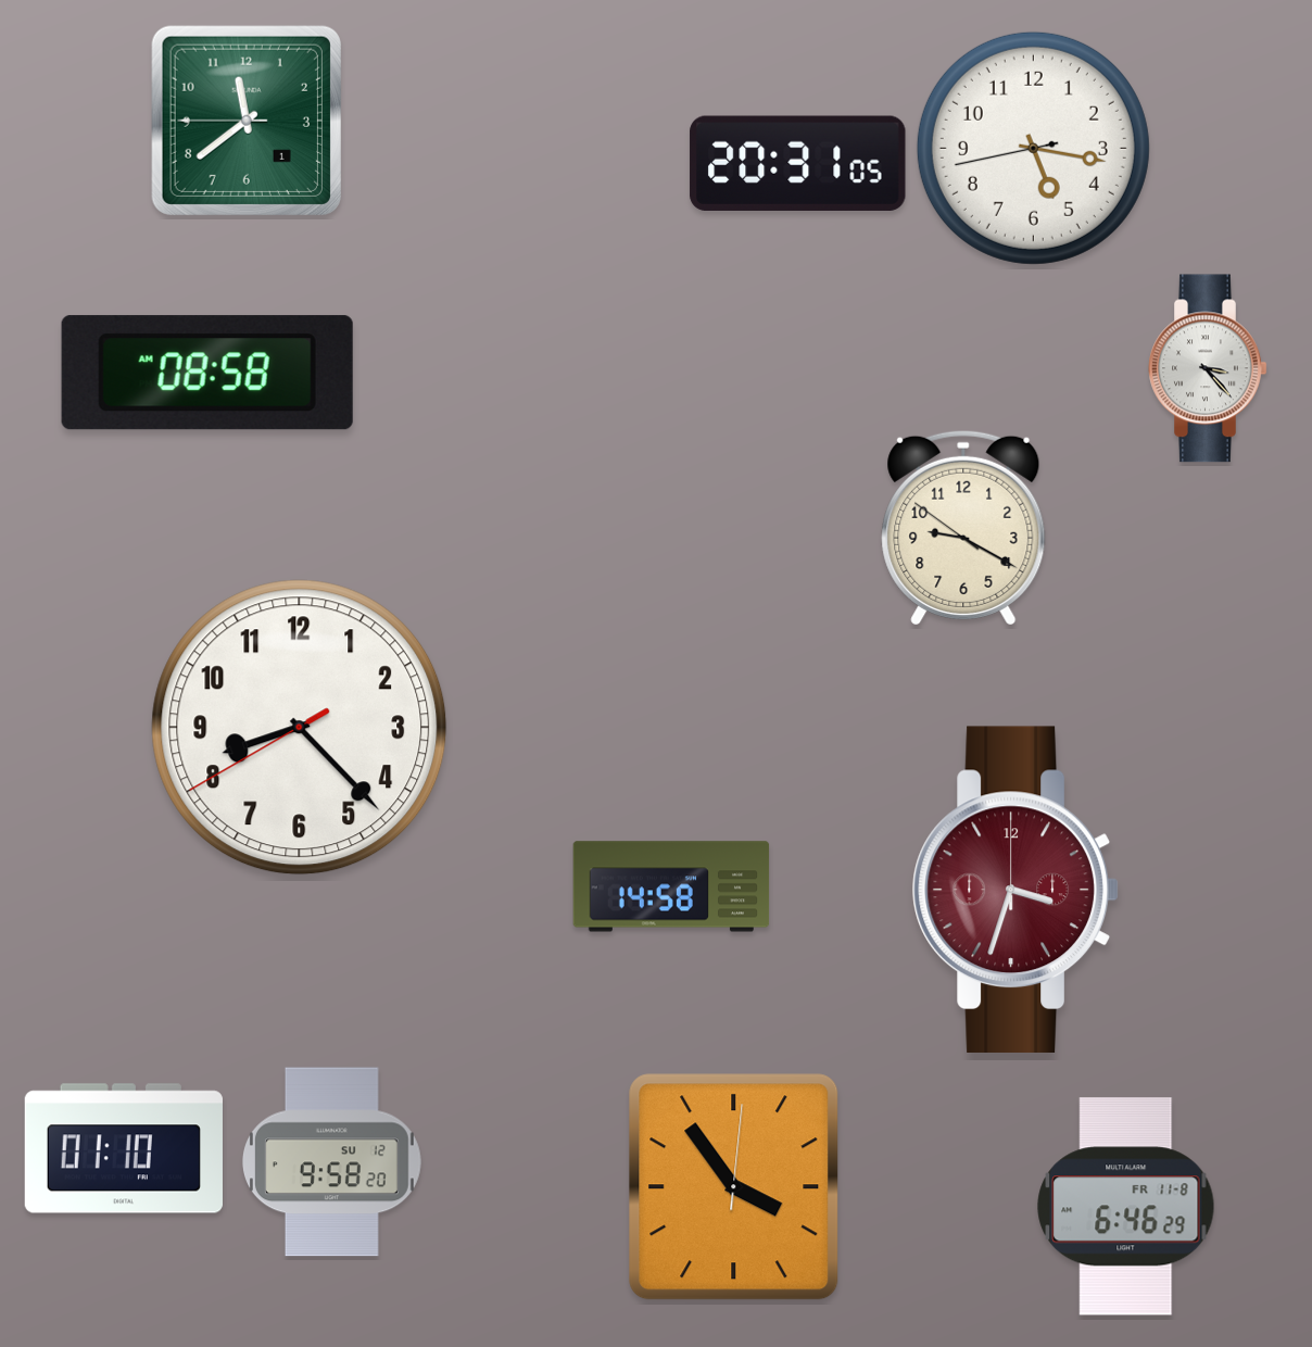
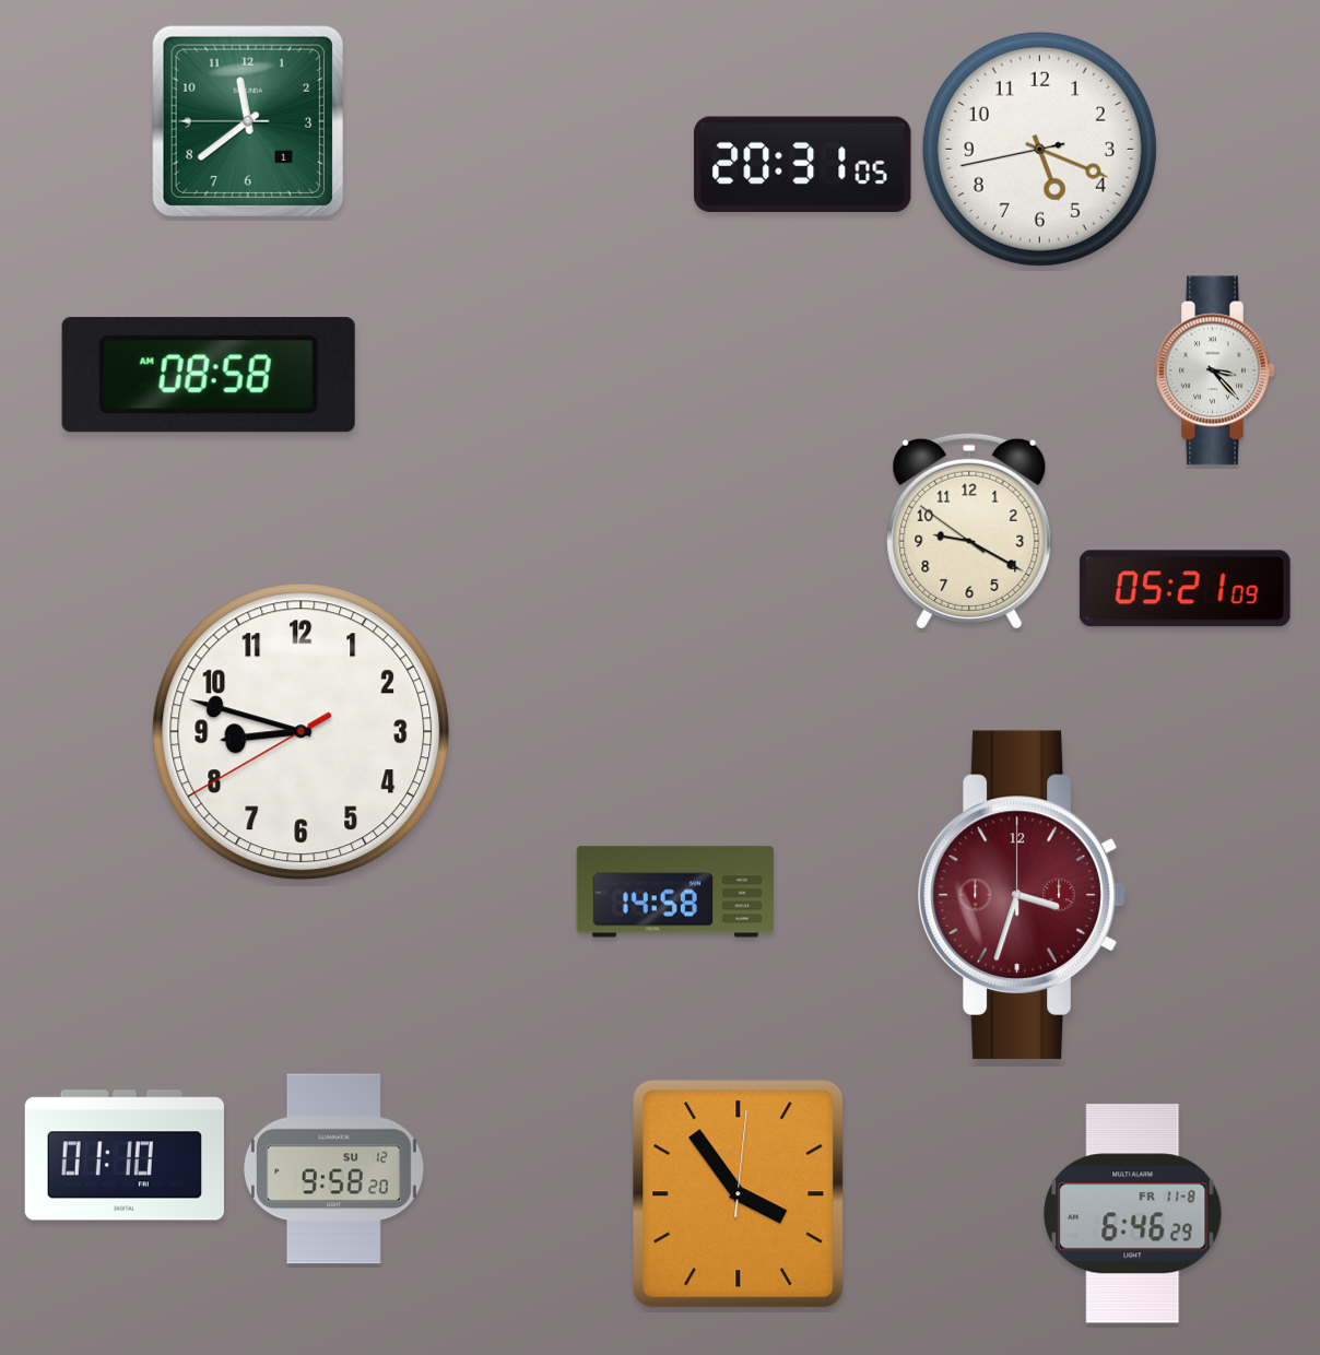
clock at (1033, 148): 5:16 -> 5:18
clock at (1185, 589): none -> 05:21
clock at (300, 728): 8:22 -> 8:47
